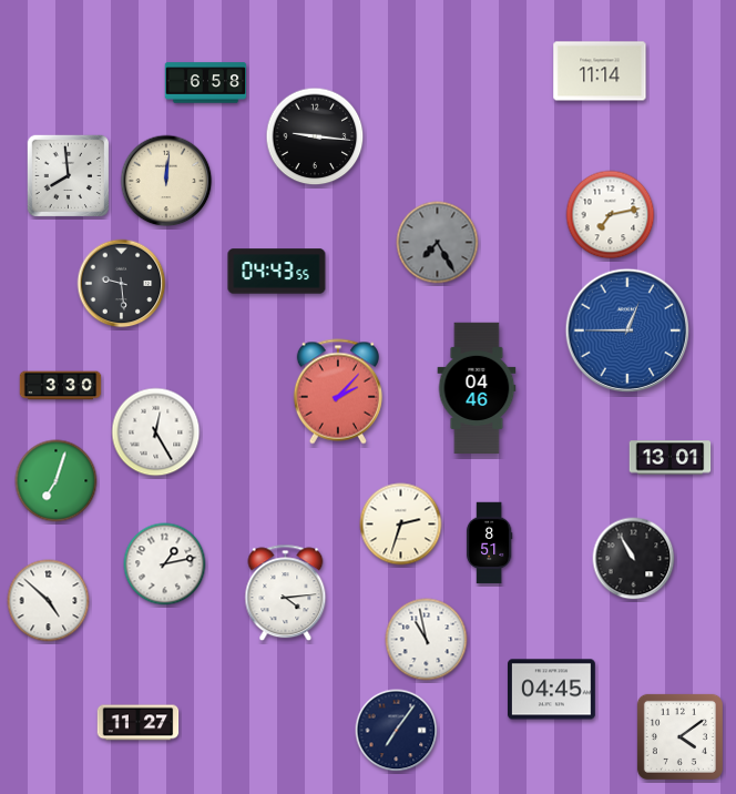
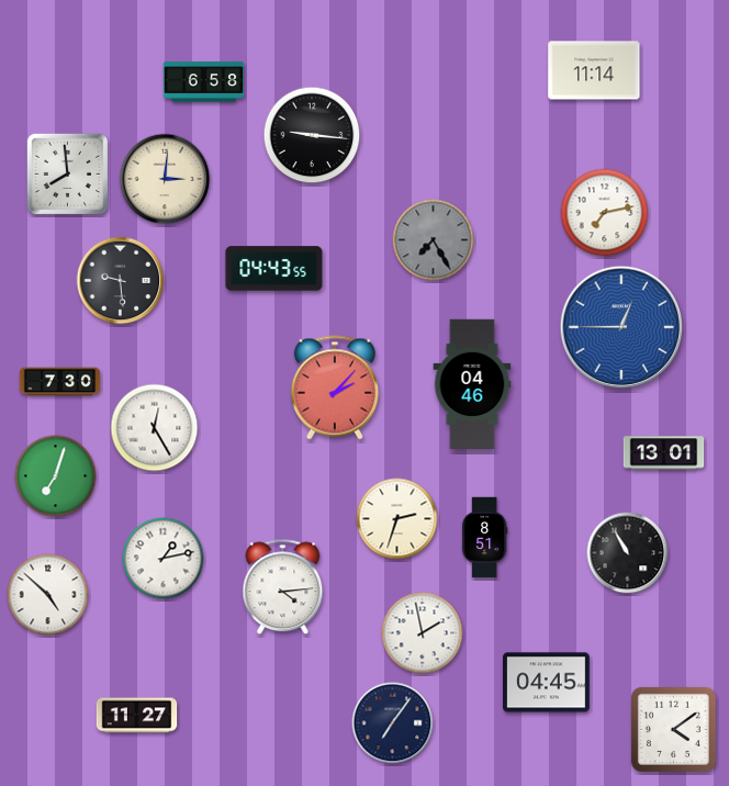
clock at (166, 181): 12:01 -> 3:01
clock at (61, 386): 3:30 -> 7:30
clock at (427, 640): 10:58 -> 1:58
